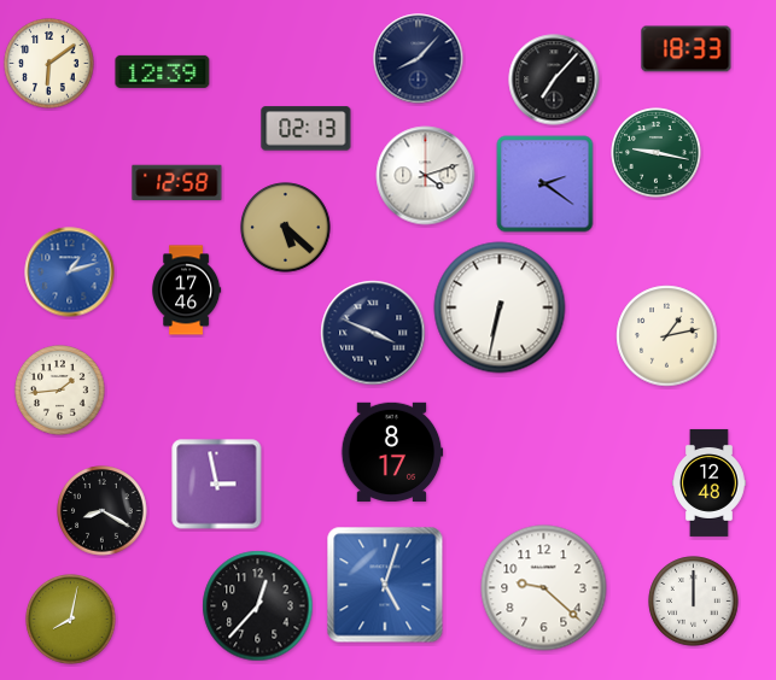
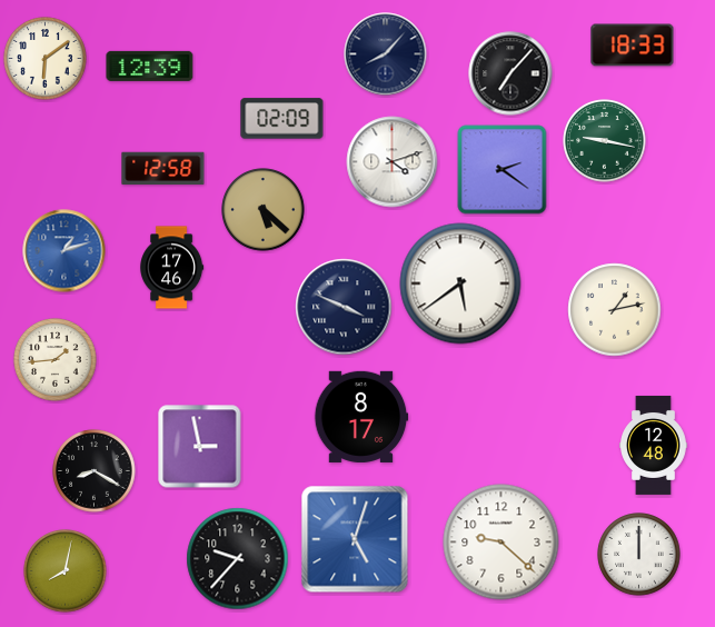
clock at (307, 129): 02:13 -> 02:09
clock at (500, 307): 6:32 -> 5:39
clock at (258, 606): 12:37 -> 9:37
